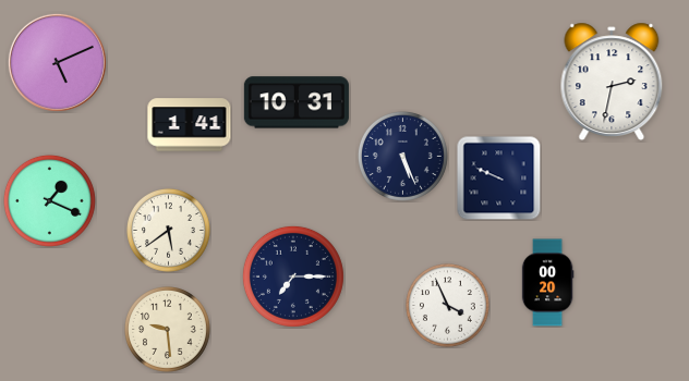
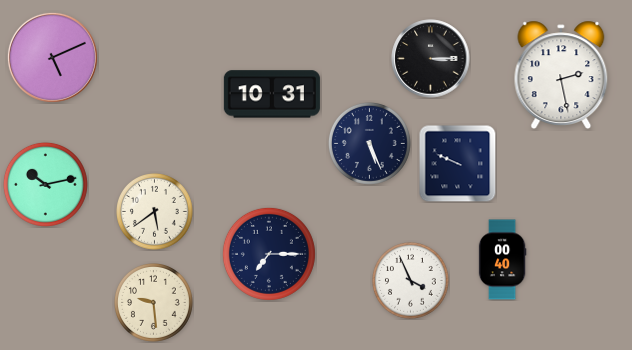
clock at (431, 59): none -> 3:15
clock at (612, 81): 2:32 -> 2:28
clock at (190, 125): 1:41 -> none
clock at (49, 200): 1:19 -> 10:13
clock at (547, 283): 00:20 -> 00:40
